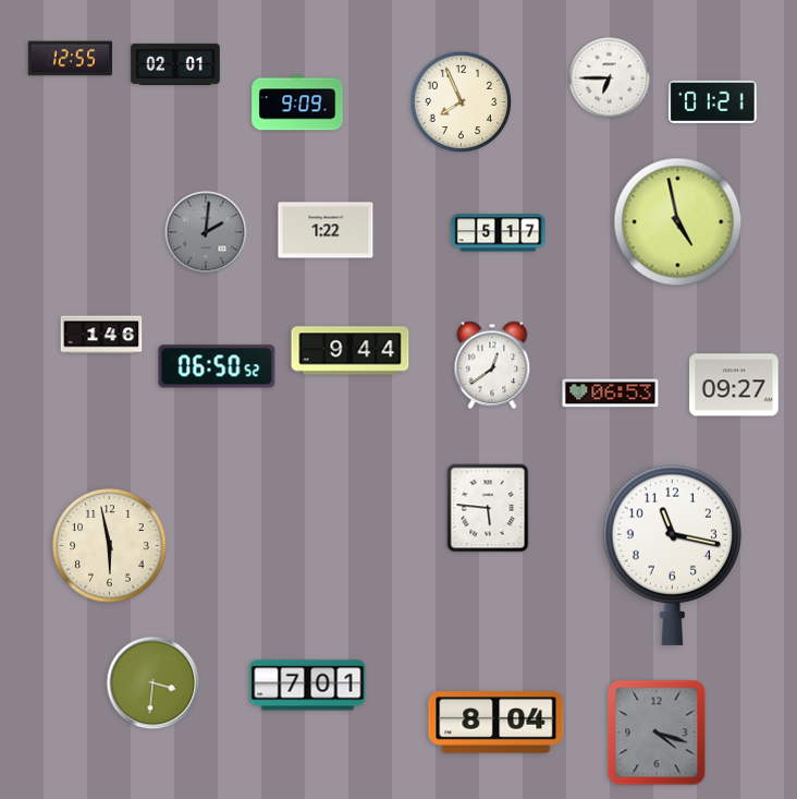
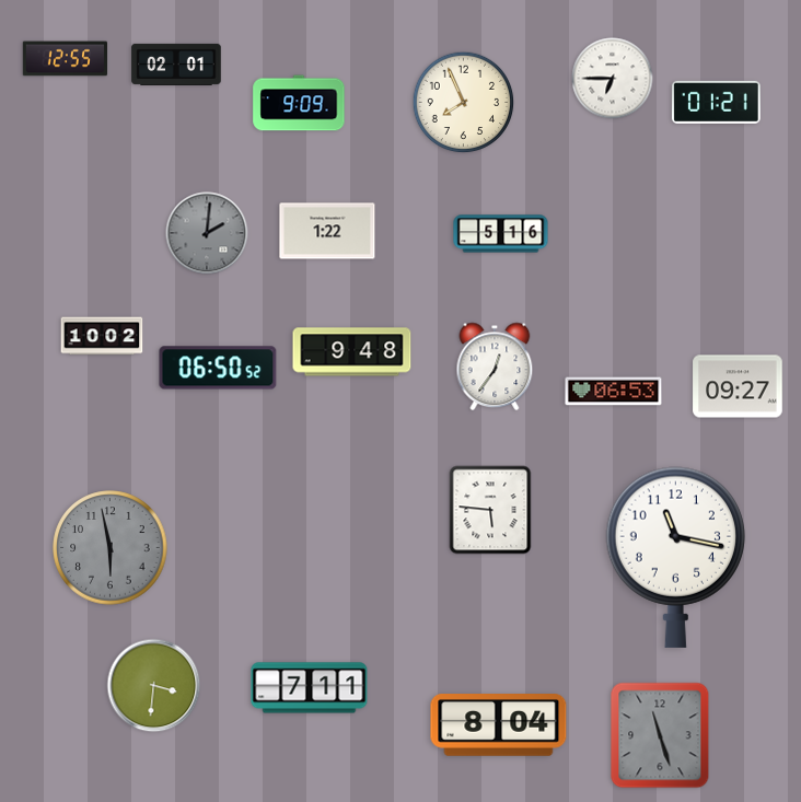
clock at (71, 59) position: (71, 59) -> (66, 59)
clock at (678, 222): 4:58 -> none
clock at (499, 233): 5:17 -> 5:16
clock at (101, 335): 1:46 -> 10:02
clock at (351, 351): 9:44 -> 9:48
clock at (492, 365): 12:39 -> 12:36
clock at (611, 394) position: (611, 394) -> (614, 392)
clock at (110, 546) dial: cream -> grey
clock at (308, 686): 7:01 -> 7:11
clock at (657, 733): 4:18 -> 11:27
